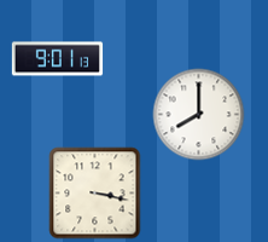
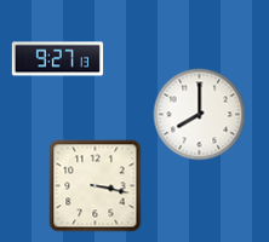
clock at (58, 59): 9:01 -> 9:27
clock at (95, 194) position: (95, 194) -> (96, 186)
